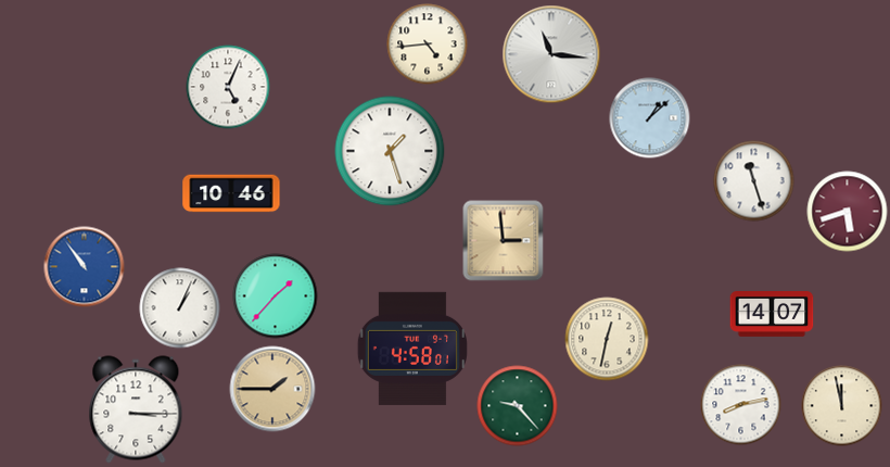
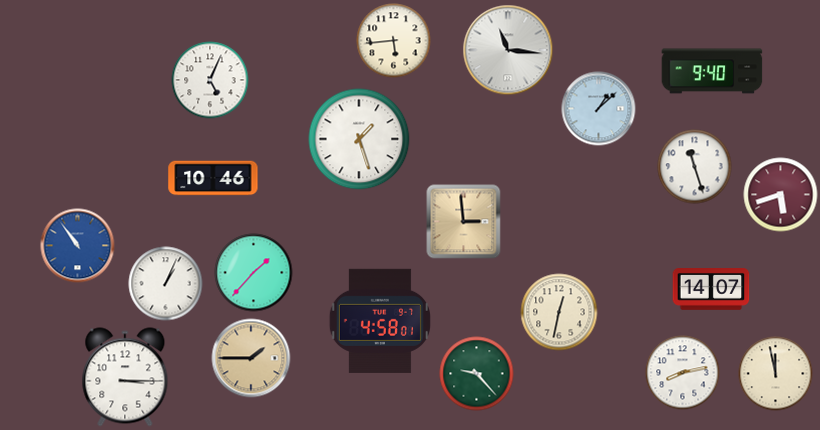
clock at (428, 45): 4:44 -> 5:44
clock at (712, 71): none -> 9:40
